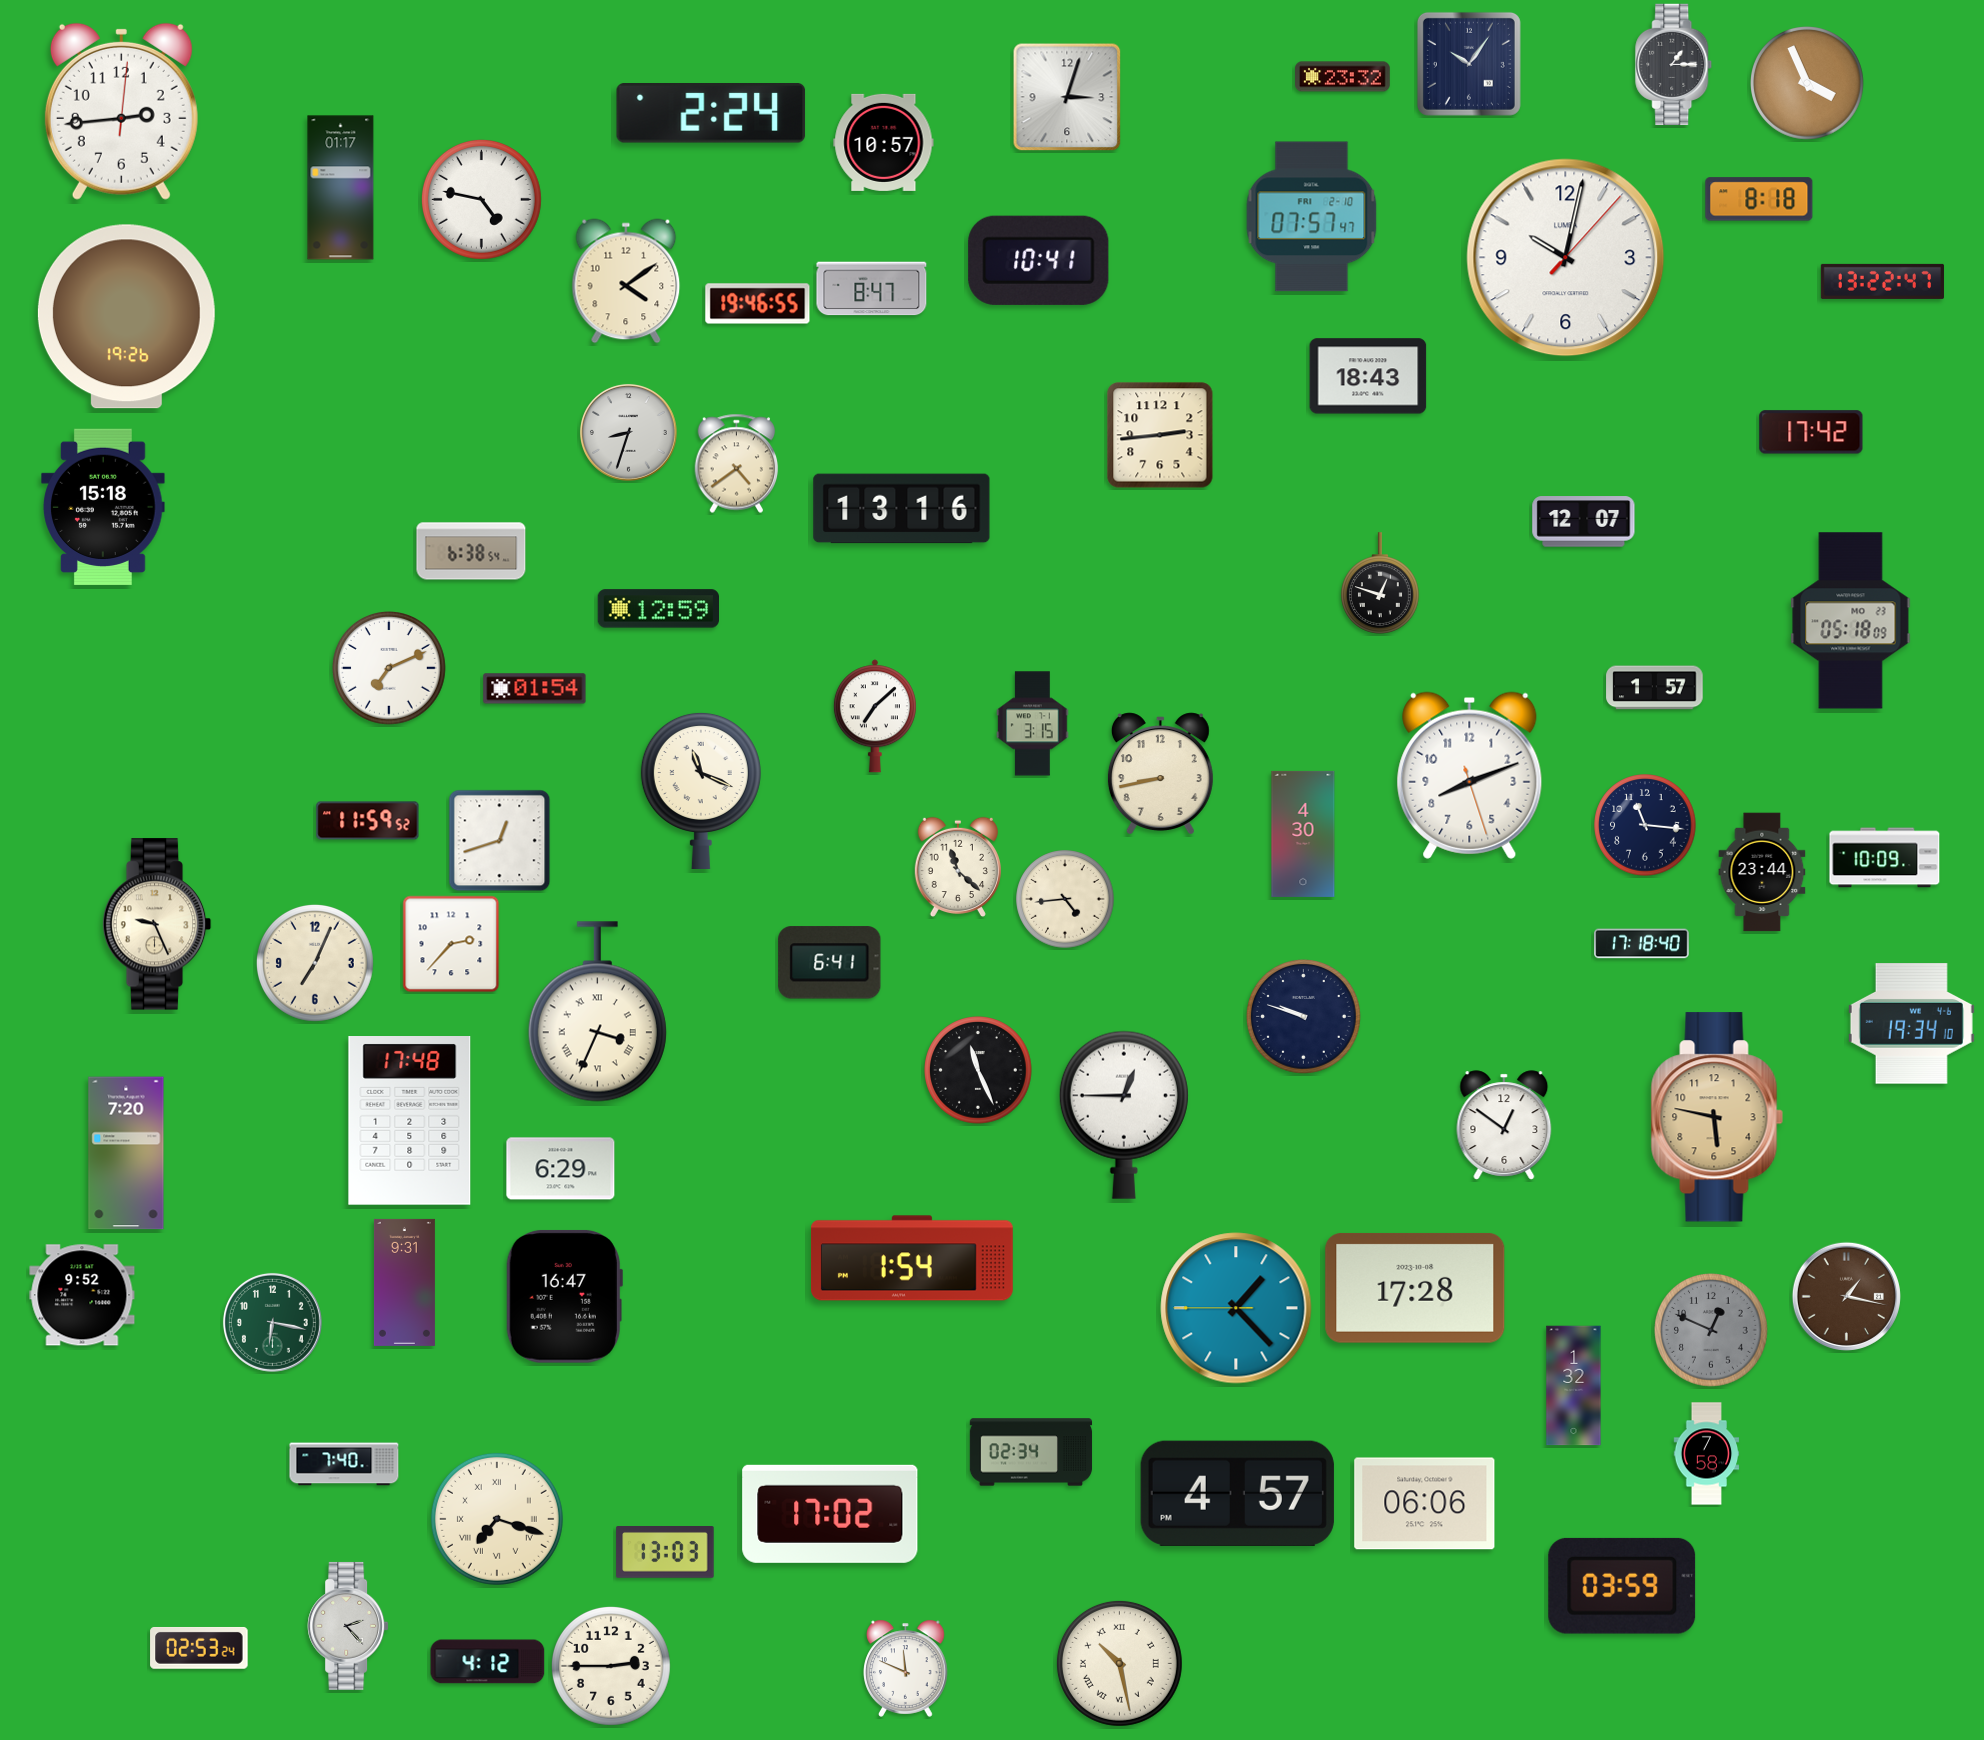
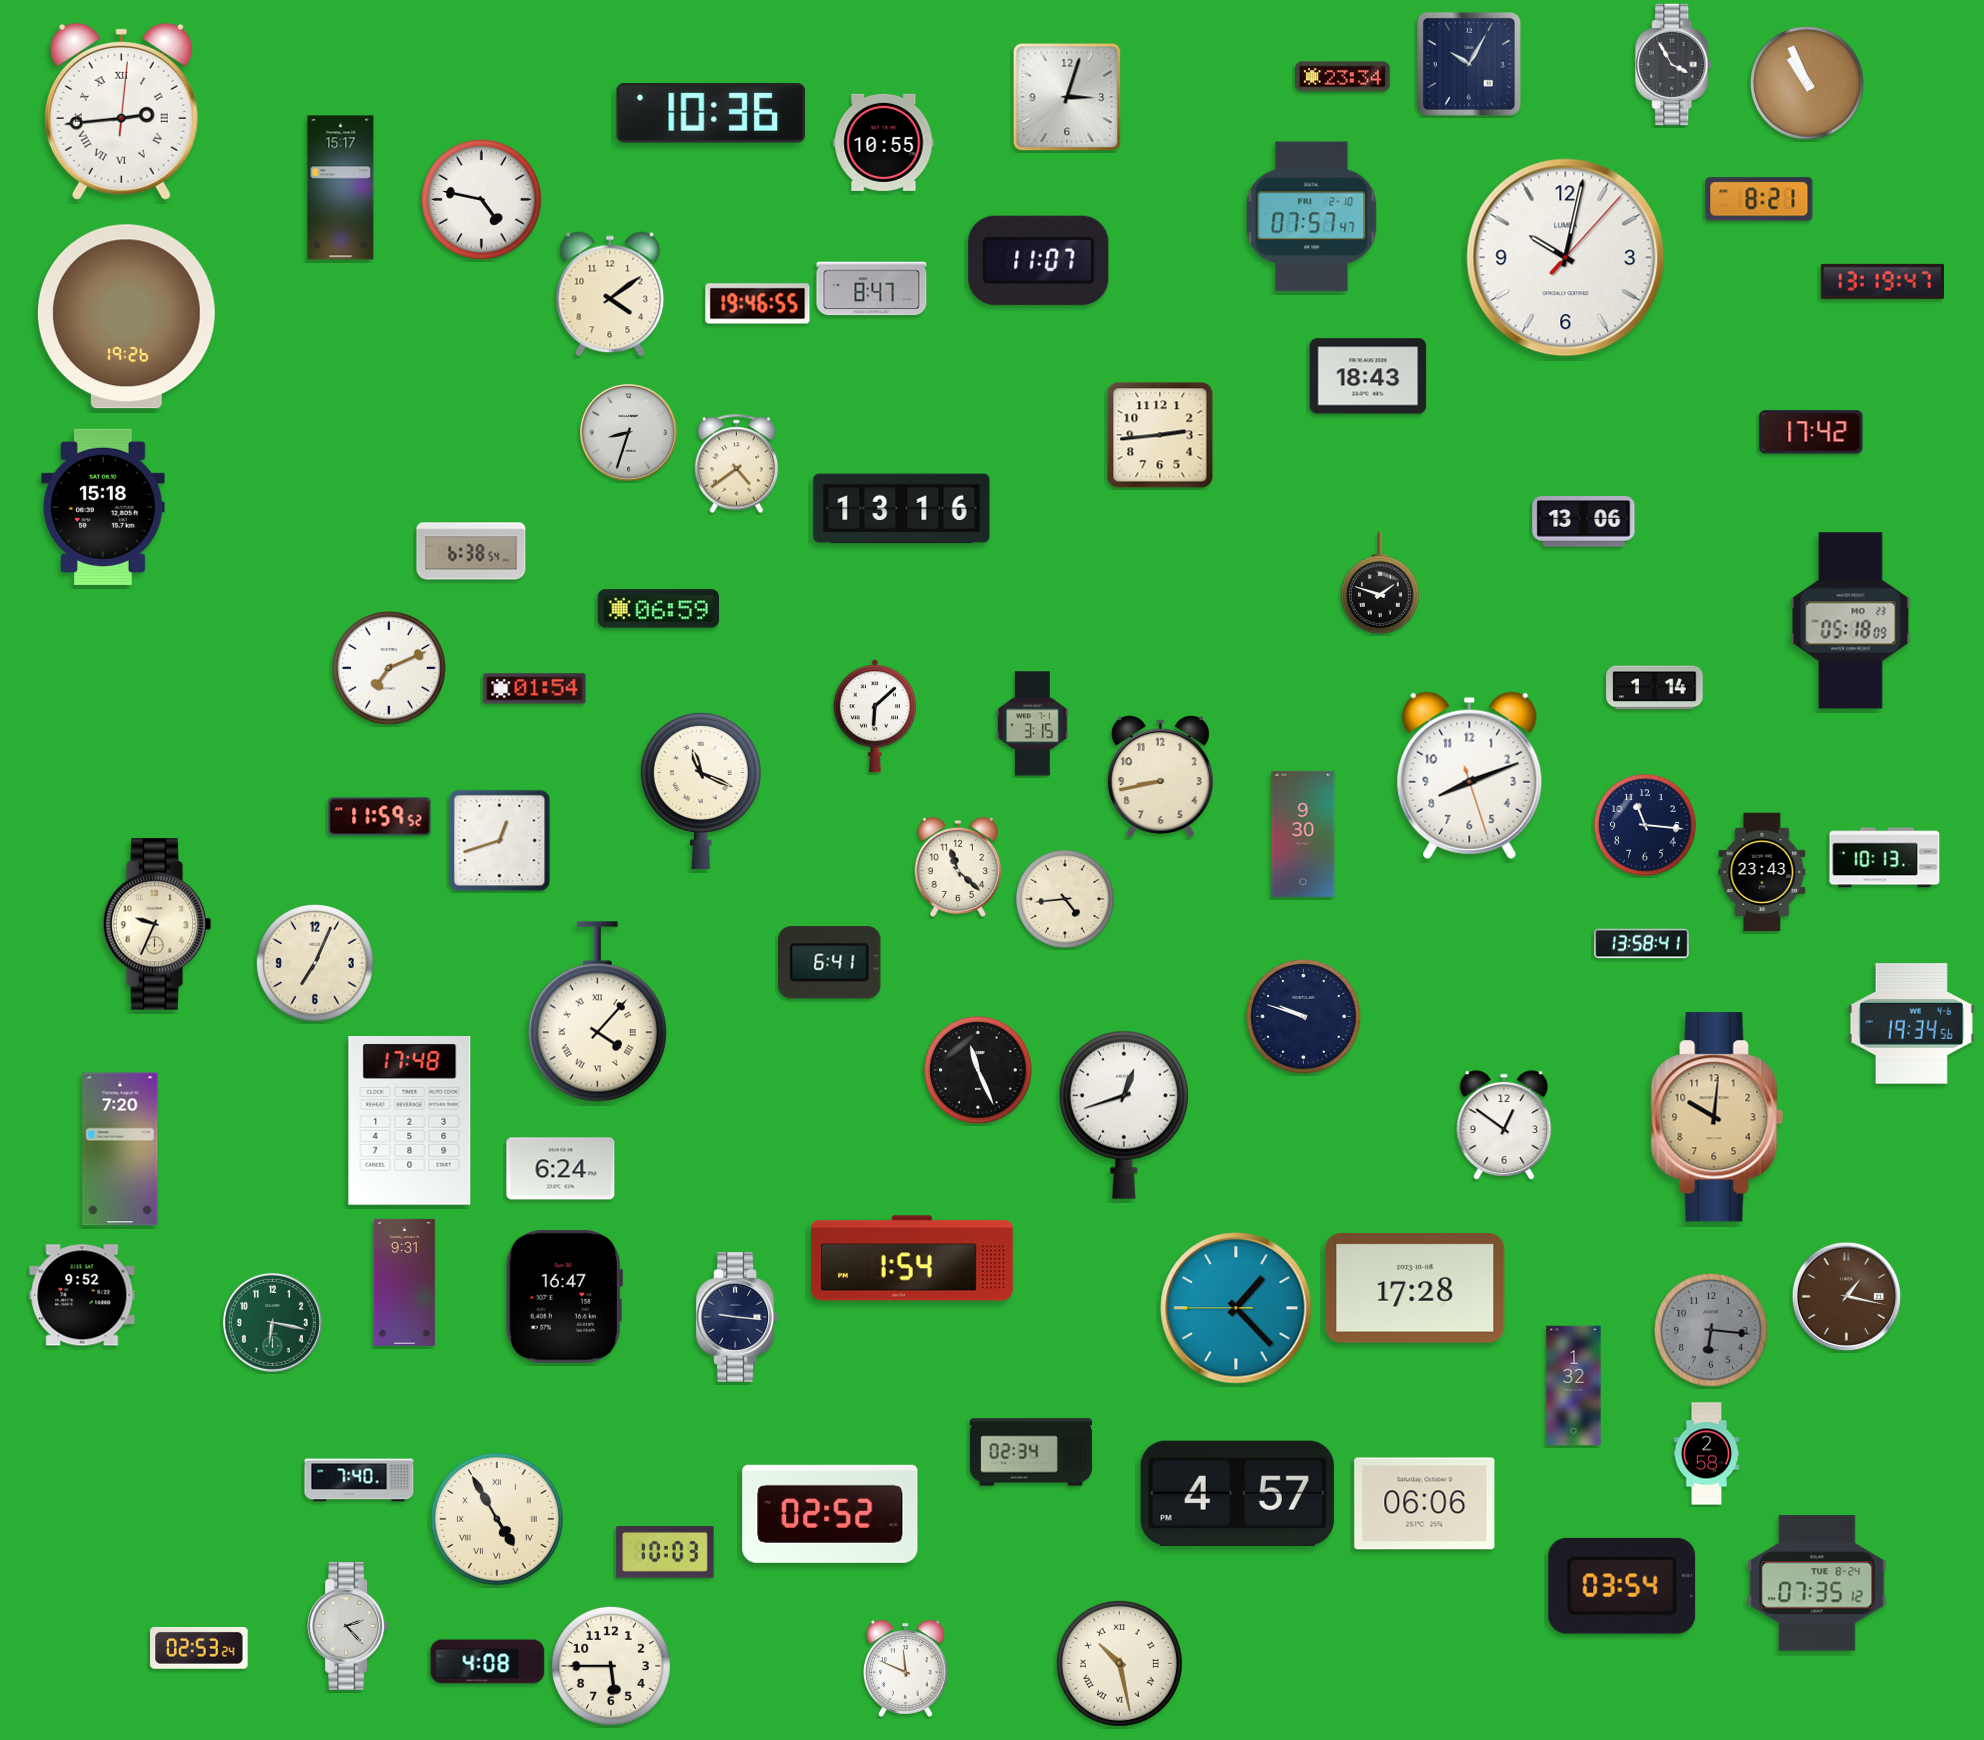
clock at (1469, 64): 10:06 -> 10:05
clock at (1674, 65): 1:15 -> 3:55
clock at (1343, 77): 23:32 -> 23:34
clock at (1808, 84): 3:56 -> 10:56
clock at (121, 111) numerals: Arabic -> Roman
clock at (711, 114): 2:24 -> 10:36
clock at (884, 142): 10:57 -> 10:55
clock at (341, 188): 01:17 -> 15:17
clock at (1759, 199): 8:18 -> 8:21
clock at (1039, 260): 10:41 -> 11:07
clock at (626, 281) position: (626, 281) -> (610, 294)
clock at (1882, 281): 13:22 -> 13:19
clock at (1584, 522): 12:07 -> 13:06
clock at (1381, 583): 12:48 -> 1:48
clock at (658, 609): 12:59 -> 06:59
clock at (1655, 688): 1:57 -> 1:14
clock at (875, 716): 7:08 -> 6:08
clock at (1160, 774) position: (1160, 774) -> (1160, 777)
clock at (368, 821) position: (368, 821) -> (380, 817)
clock at (1303, 834): 4:30 -> 9:30
clock at (1885, 858): 10:09 -> 10:13
clock at (1762, 872): 23:44 -> 23:43
clock at (157, 924): 9:26 -> 9:34
clock at (451, 944): 2:37 -> none
clock at (1642, 944): 17:18 -> 13:58
clock at (597, 1012): 3:34 -> 4:07
clock at (1911, 1024): 19:34:10 -> 19:34:56
clock at (1124, 1115): 12:45 -> 12:42
clock at (1717, 1117): 5:47 -> 10:01
clock at (126, 1153) position: (126, 1153) -> (120, 1149)
clock at (561, 1169): 6:29 -> 6:24
clock at (737, 1317): none -> 9:16
clock at (1712, 1331): 12:49 -> 6:16
clock at (1707, 1454): 7:58 -> 2:58
clock at (344, 1464) position: (344, 1464) -> (359, 1480)
clock at (830, 1514): 17:02 -> 02:52
clock at (497, 1519): 7:18 -> 4:55
clock at (665, 1553): 13:03 -> 10:03
clock at (1817, 1583): none -> 07:35
clock at (1622, 1586): 03:59 -> 03:54
clock at (488, 1662): 4:12 -> 4:08
clock at (611, 1666): 2:45 -> 5:45
